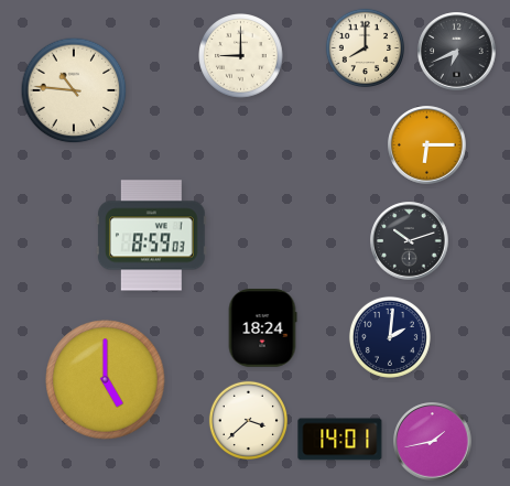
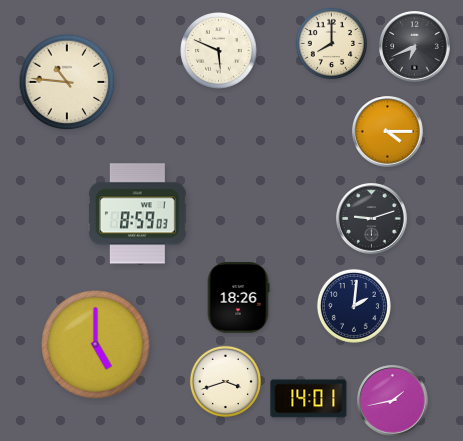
clock at (241, 56): 9:00 -> 5:49
clock at (427, 145): 6:15 -> 4:15
clock at (410, 241): 10:12 -> 9:12
clock at (262, 328): 18:24 -> 18:26
clock at (248, 420): 3:38 -> 3:42
